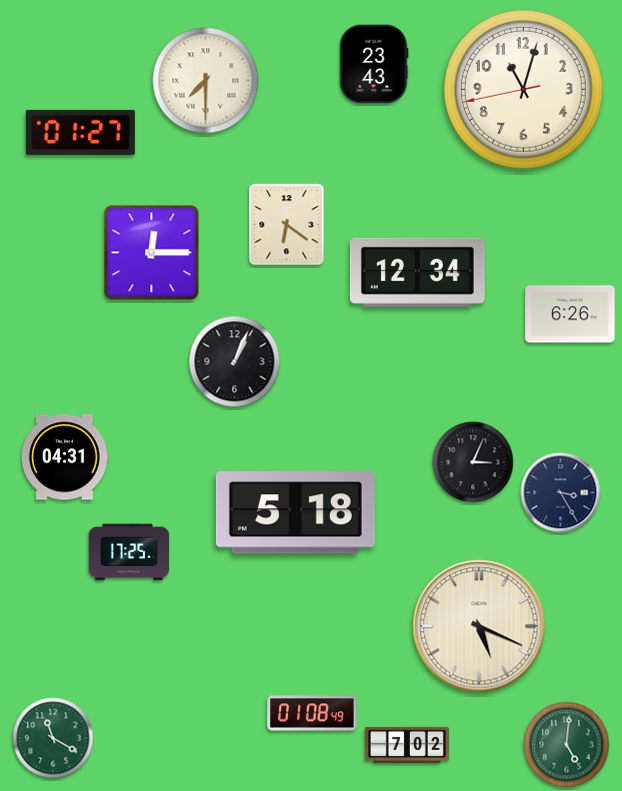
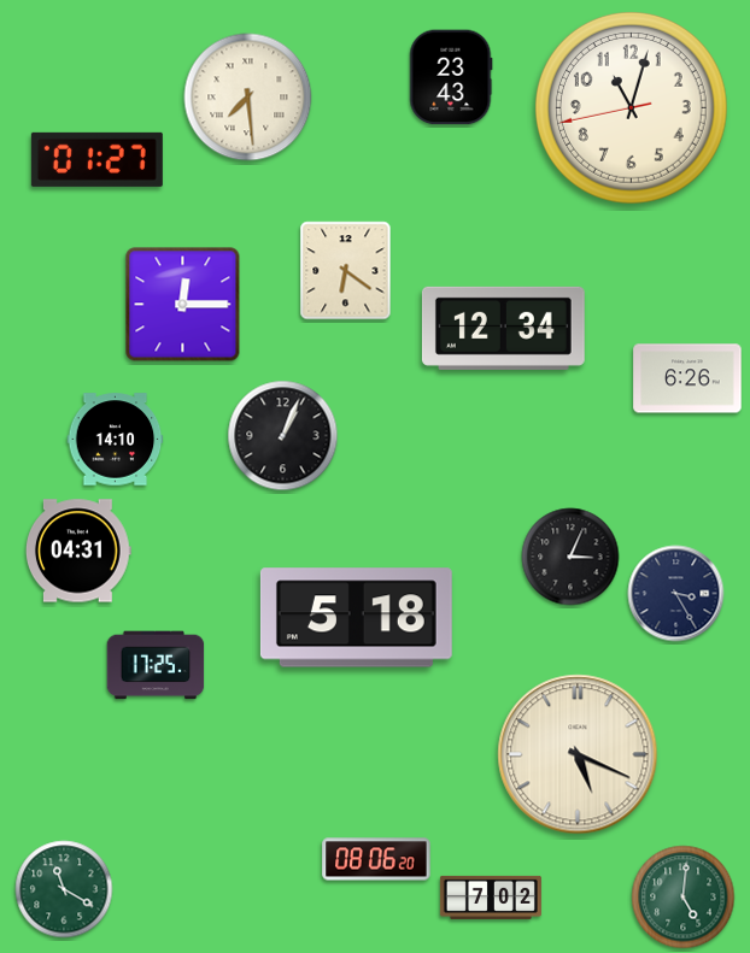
clock at (206, 81): 7:30 -> 7:29
clock at (116, 440): none -> 14:10
clock at (312, 713): 01:08 -> 08:06
